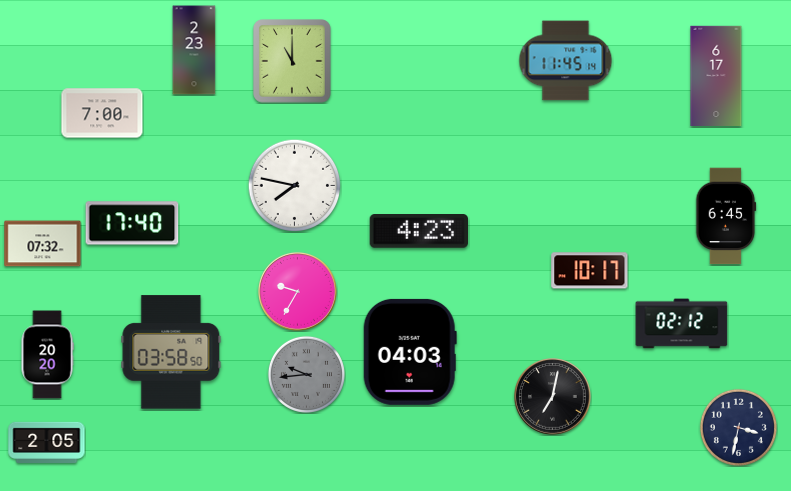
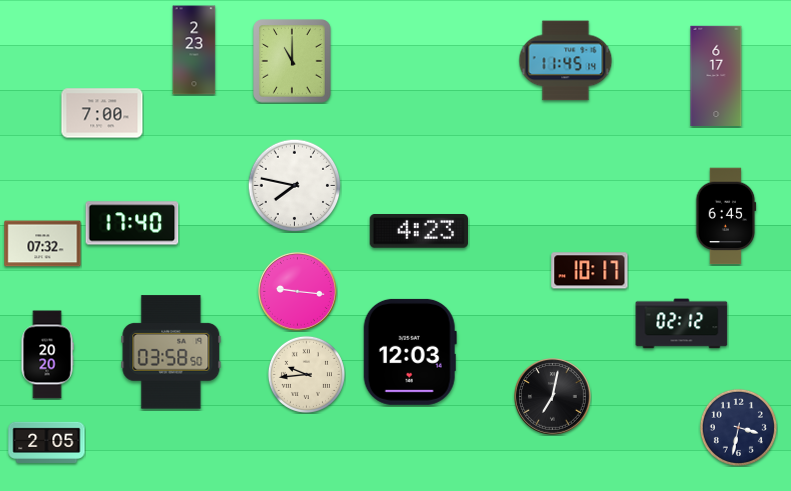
clock at (297, 291): 9:35 -> 9:16
clock at (410, 352): 04:03 -> 12:03
clock at (306, 374) dial: grey -> cream
